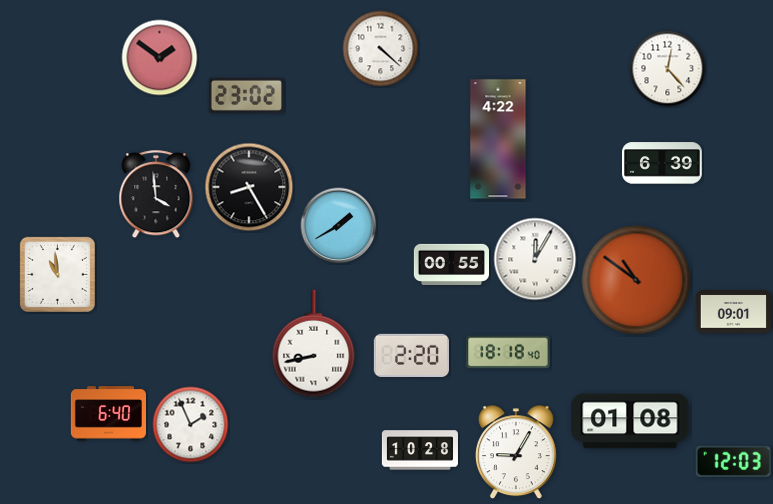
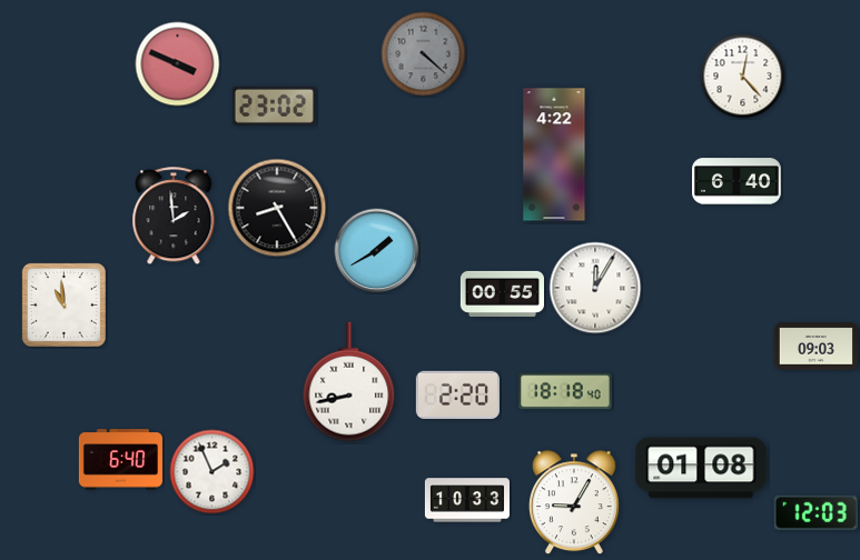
clock at (381, 49) dial: white -> grey
clock at (160, 58): 1:51 -> 3:49
clock at (663, 163): 6:39 -> 6:40
clock at (156, 195): 3:59 -> 1:59
clock at (636, 280): 10:51 -> none
clock at (733, 312): 09:01 -> 09:03
clock at (420, 450): 10:28 -> 10:33
